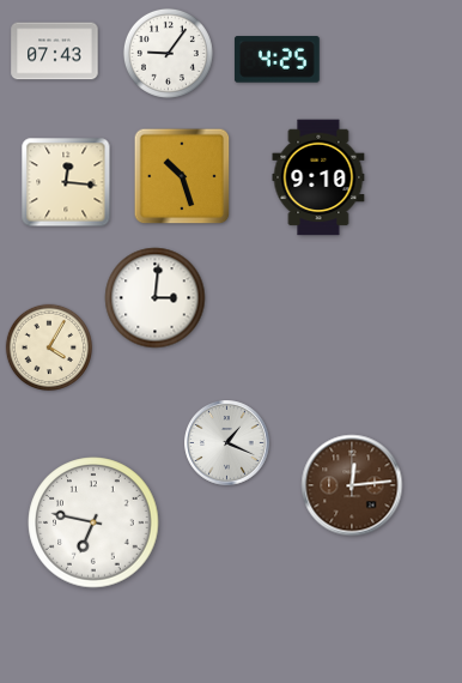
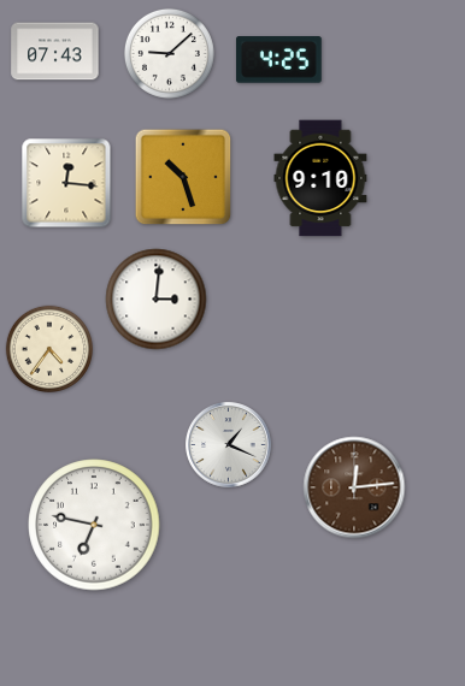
clock at (168, 53): 9:06 -> 9:08
clock at (48, 346): 4:05 -> 4:36
